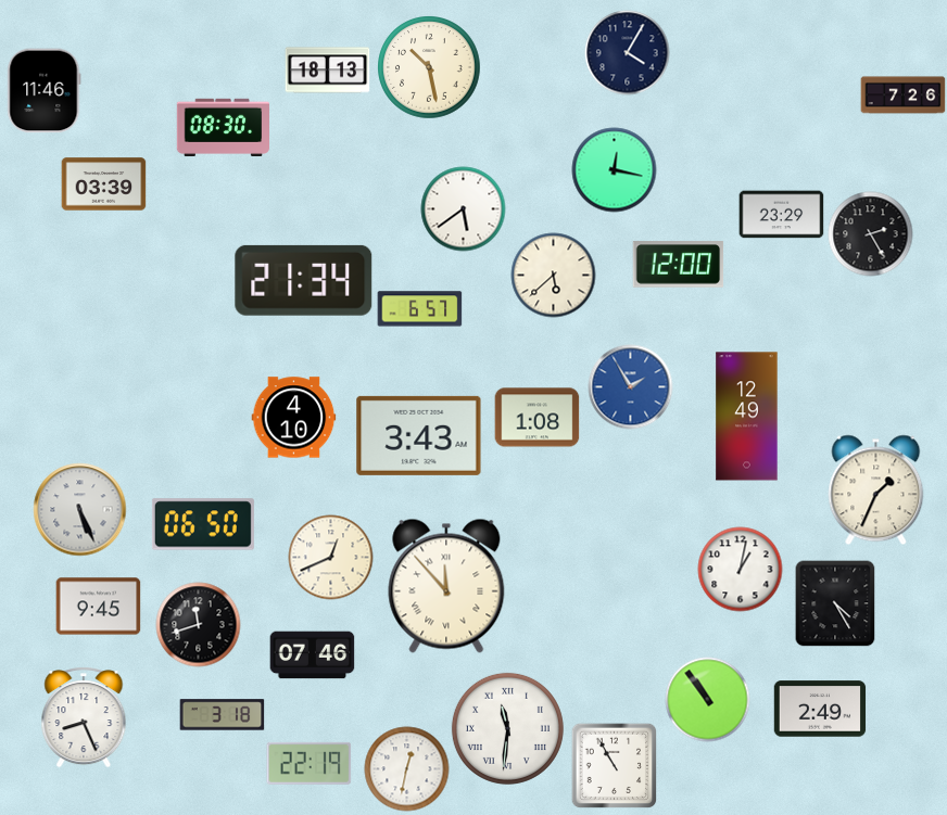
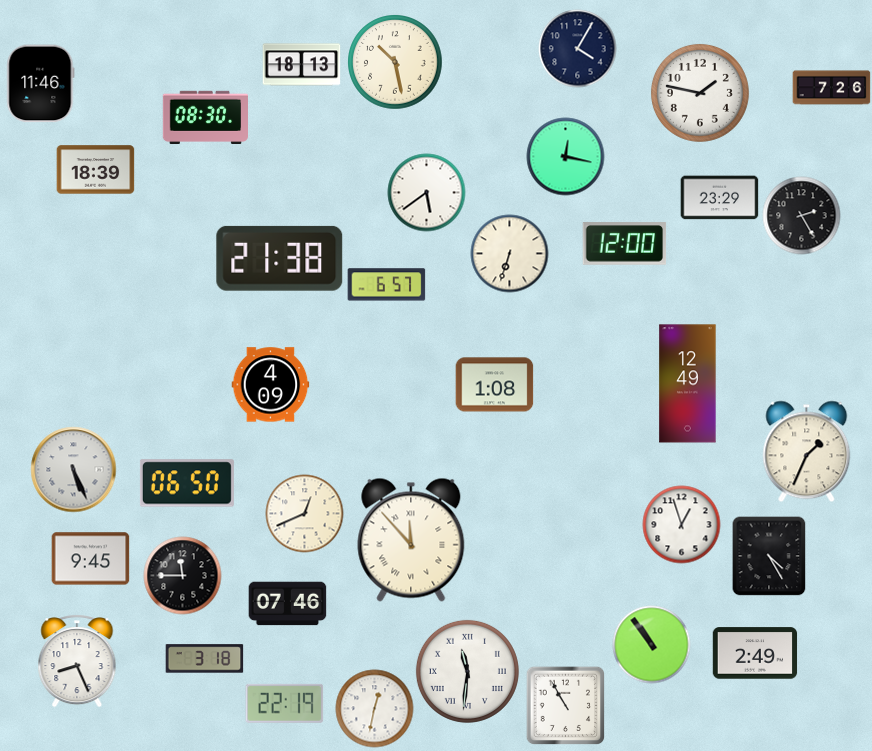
clock at (700, 93): none -> 1:47
clock at (103, 184): 03:39 -> 18:39
clock at (553, 275): 5:38 -> 6:33
clock at (304, 280): 21:34 -> 21:38
clock at (630, 386): 1:55 -> none
clock at (293, 418): 4:10 -> 4:09
clock at (419, 435): 3:43 -> none
clock at (740, 569): 1:02 -> 12:57
clock at (198, 624): 11:42 -> 11:45
